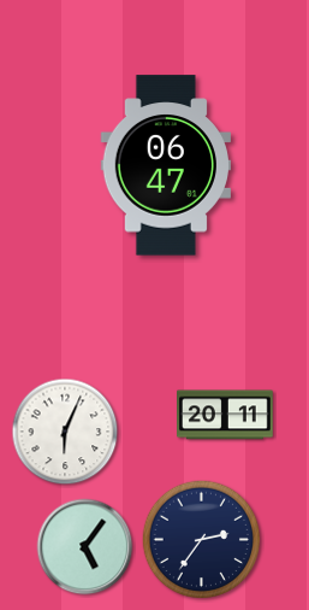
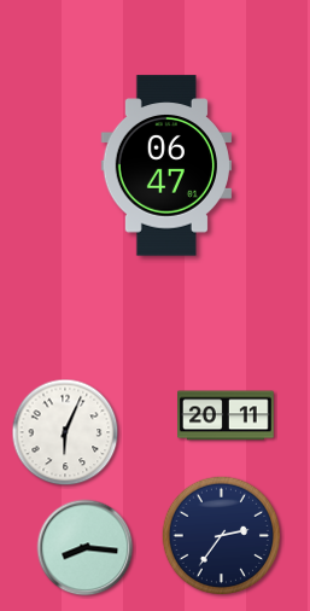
clock at (202, 540) position: (202, 540) -> (222, 536)
clock at (85, 547): 5:06 -> 8:16
